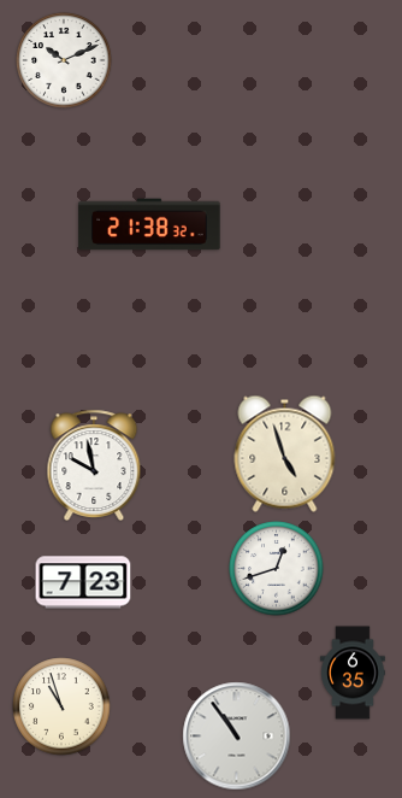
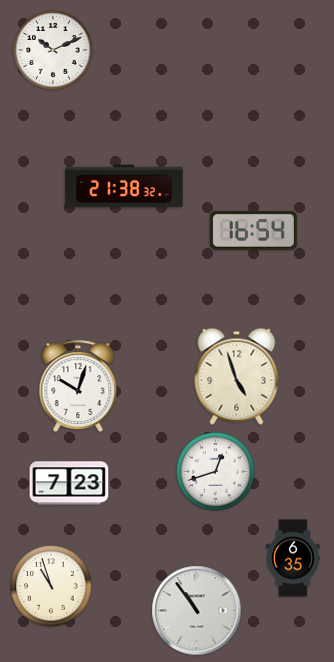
clock at (253, 231): none -> 16:54
clock at (94, 464): 9:58 -> 10:03
clock at (277, 569) position: (277, 569) -> (216, 472)
